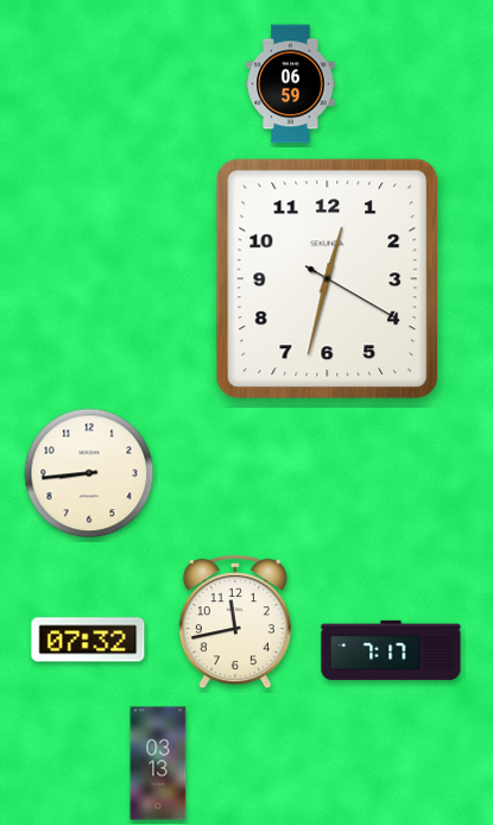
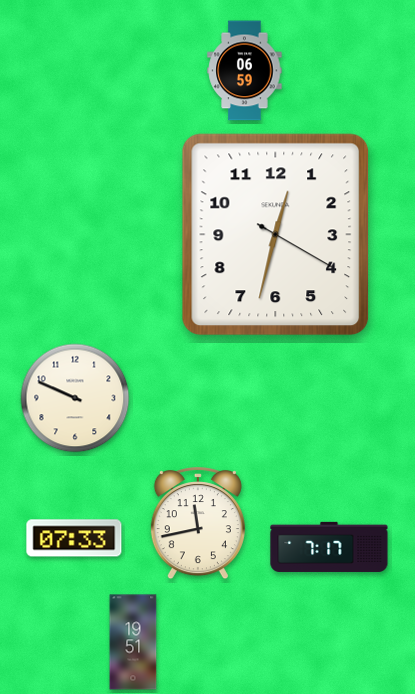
clock at (89, 473): 8:44 -> 9:49
clock at (88, 640): 07:32 -> 07:33
clock at (158, 763): 03:13 -> 19:51
